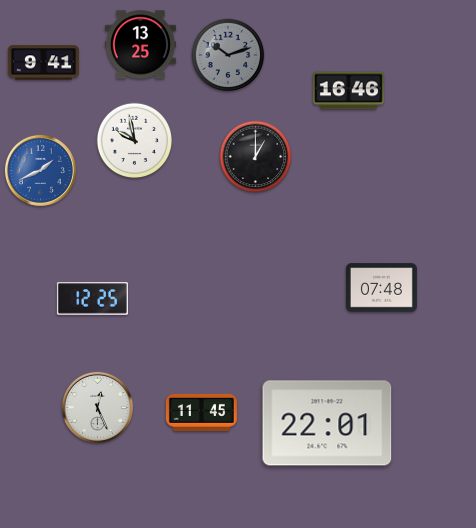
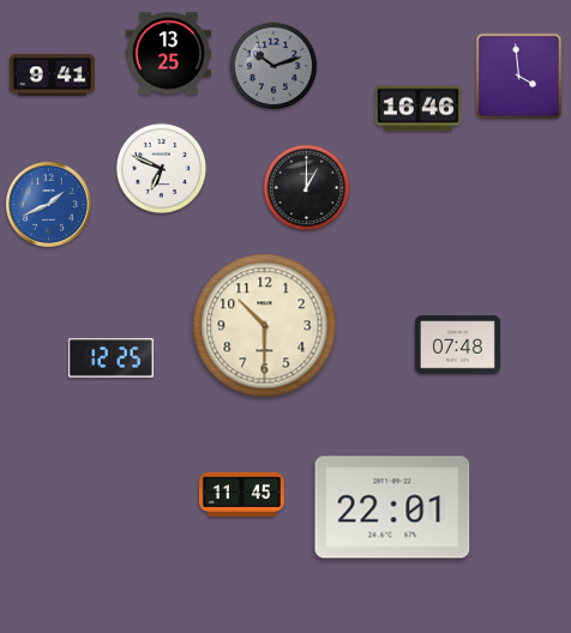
clock at (518, 76): none -> 3:59
clock at (134, 140): 9:58 -> 6:49
clock at (265, 326): none -> 10:30
clock at (97, 407): 12:26 -> none
